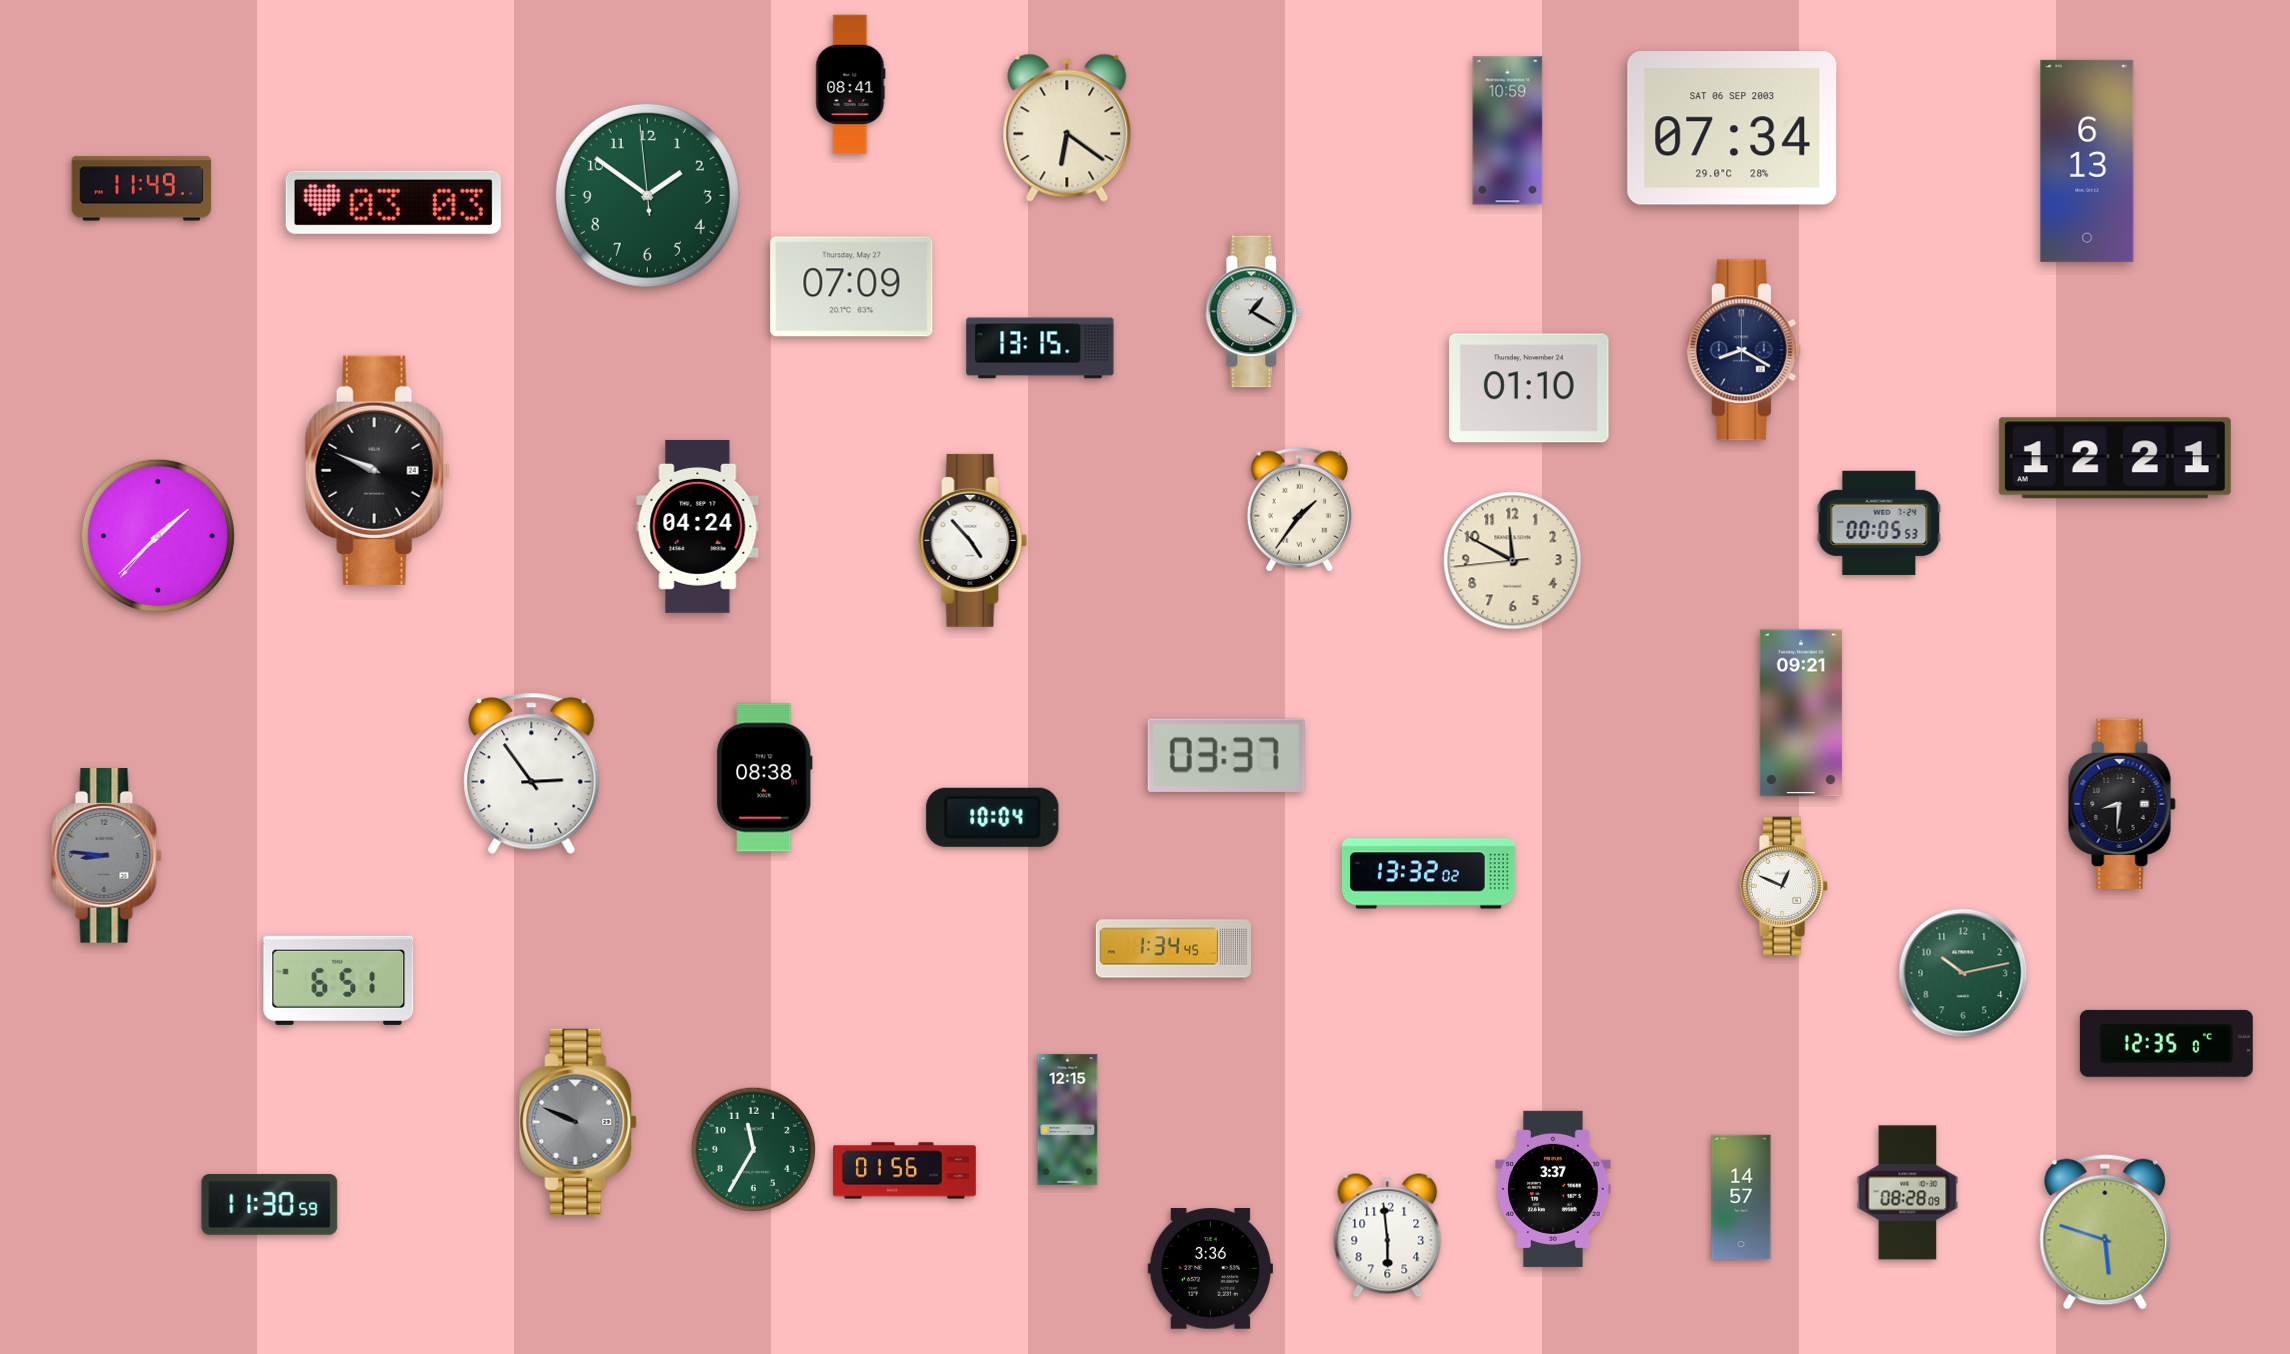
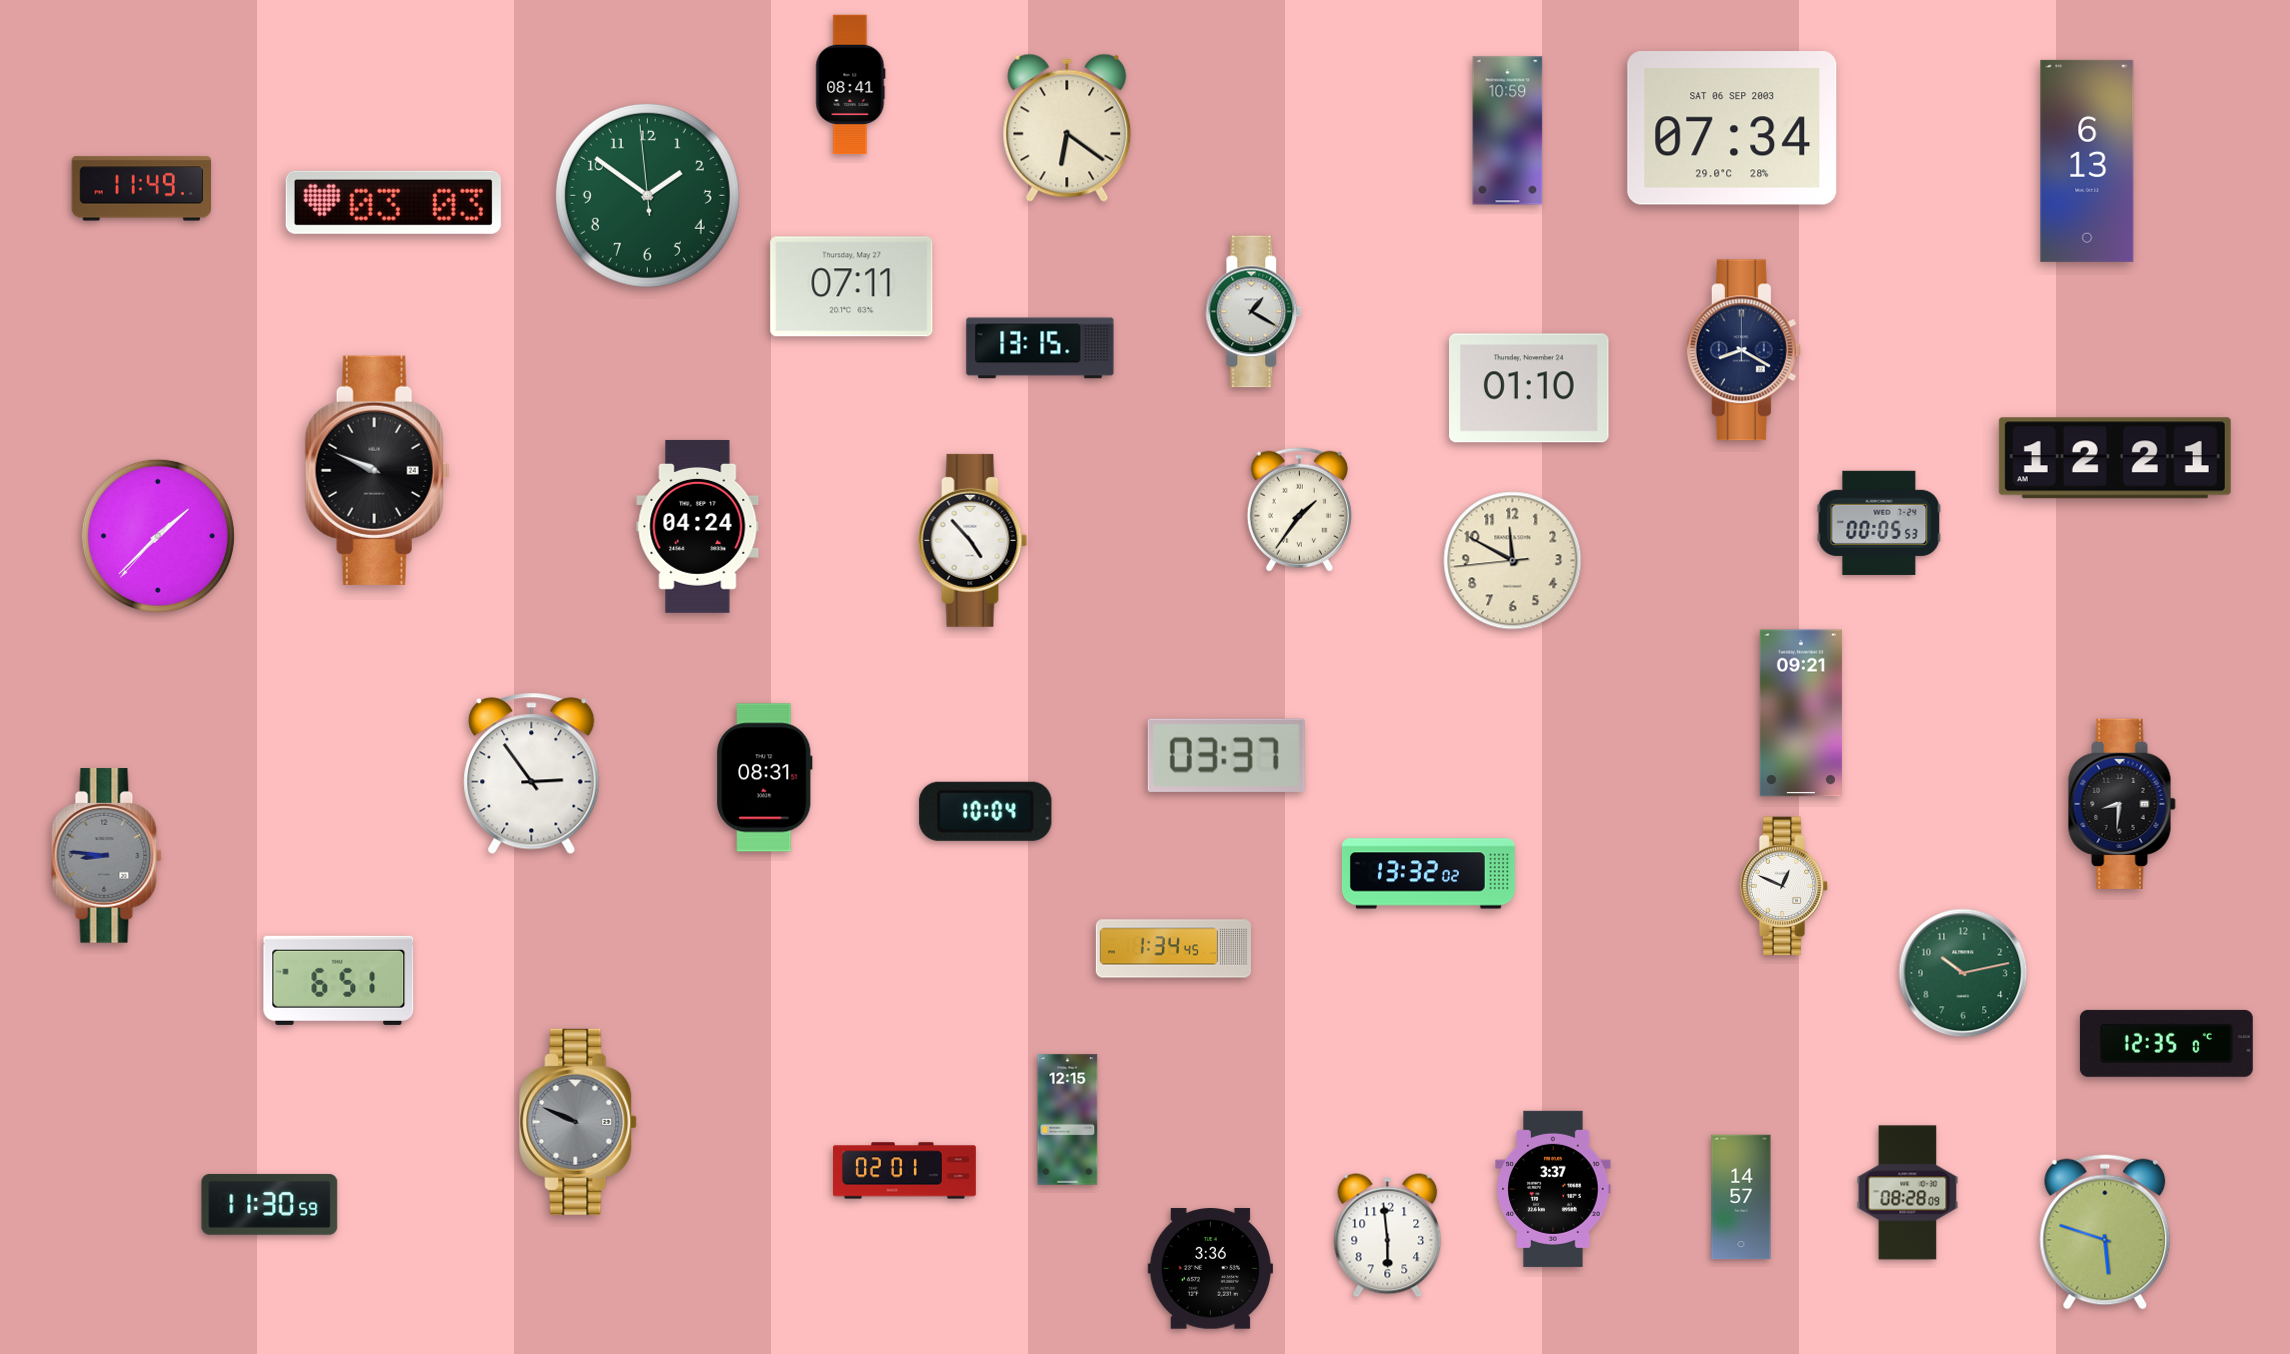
clock at (852, 287): 07:09 -> 07:11
clock at (765, 778): 08:38 -> 08:31
clock at (993, 817) position: (993, 817) -> (986, 811)
clock at (753, 1149): 11:35 -> none
clock at (904, 1171): 01:56 -> 02:01
